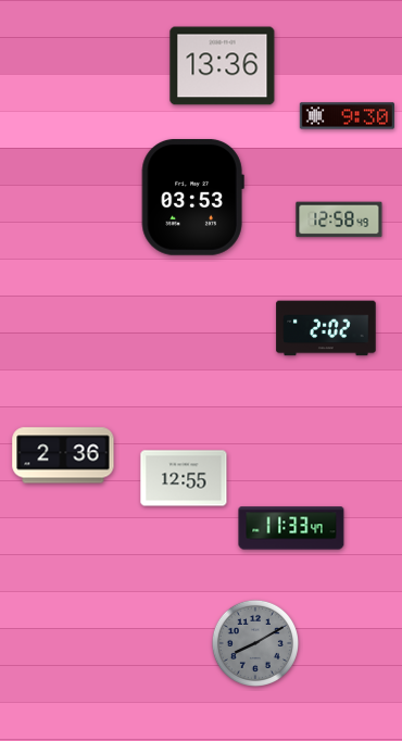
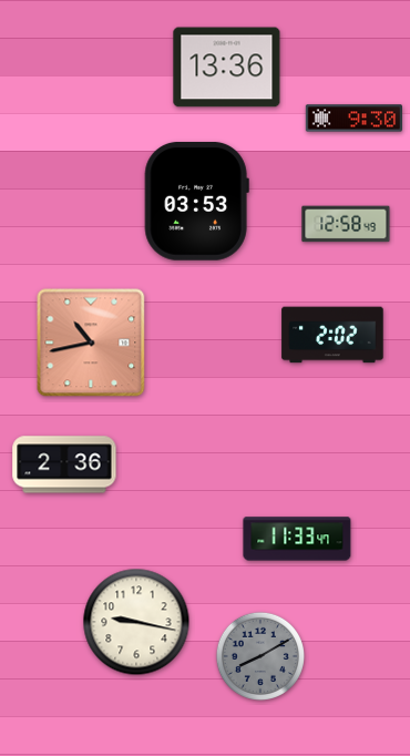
clock at (91, 343): none -> 10:43
clock at (184, 478): 12:55 -> none
clock at (136, 622): none -> 9:17
